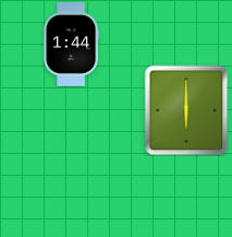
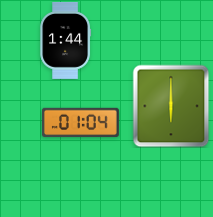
clock at (186, 110) position: (186, 110) -> (171, 106)
clock at (80, 123): none -> 01:04
